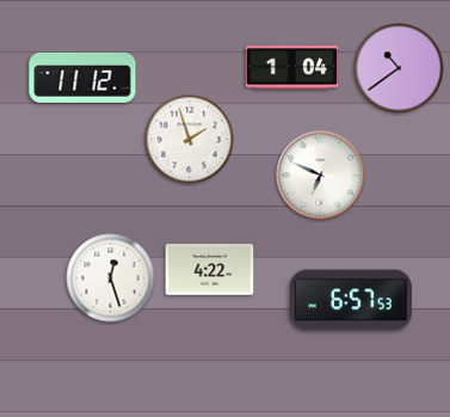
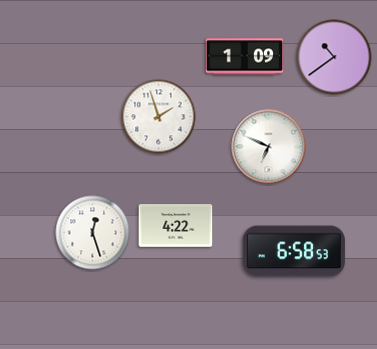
clock at (292, 68): 1:04 -> 1:09
clock at (82, 78): 11:12 -> none
clock at (351, 300): 6:57 -> 6:58
